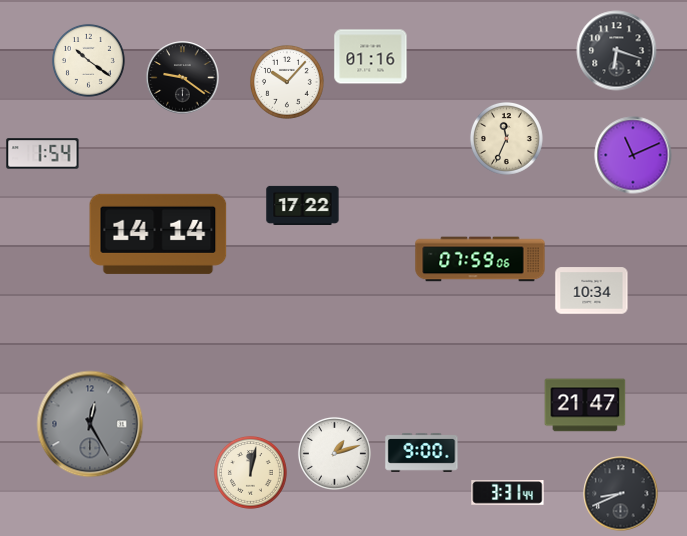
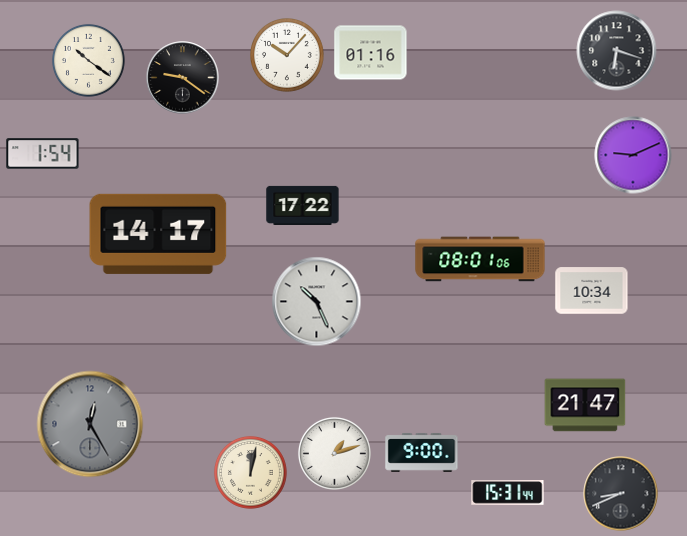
clock at (371, 57) position: (371, 57) -> (371, 53)
clock at (288, 83) position: (288, 83) -> (288, 56)
clock at (506, 138): 11:34 -> none
clock at (633, 155): 11:11 -> 9:11
clock at (158, 234): 14:14 -> 14:17
clock at (480, 259): 07:59 -> 08:01
clock at (317, 302): none -> 10:26
clock at (508, 493): 3:31 -> 15:31
